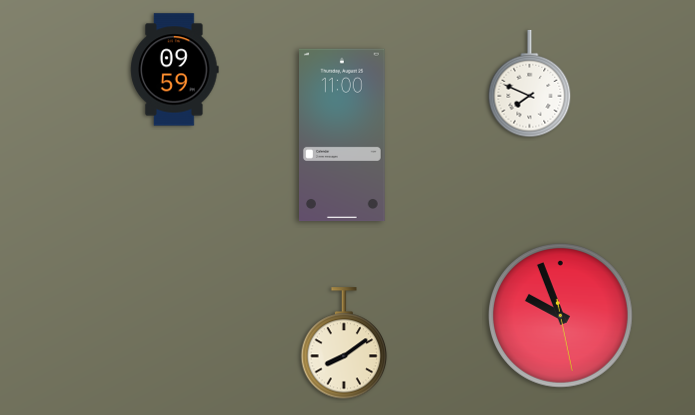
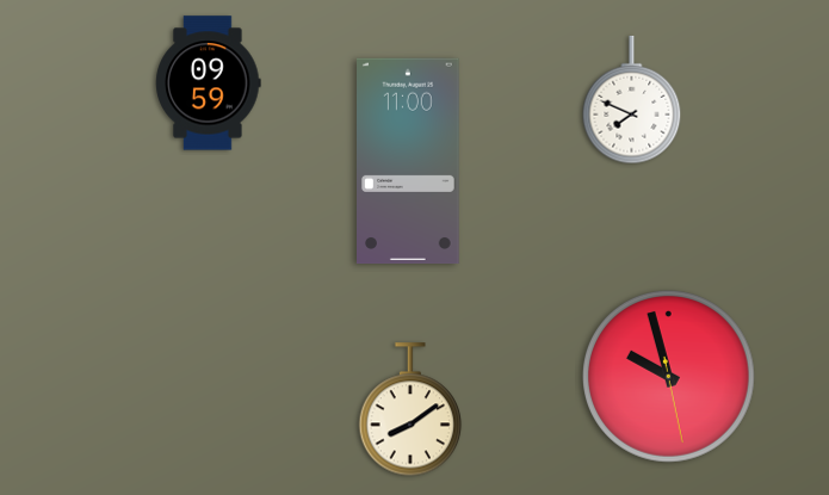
clock at (561, 316): 9:56 -> 9:57
